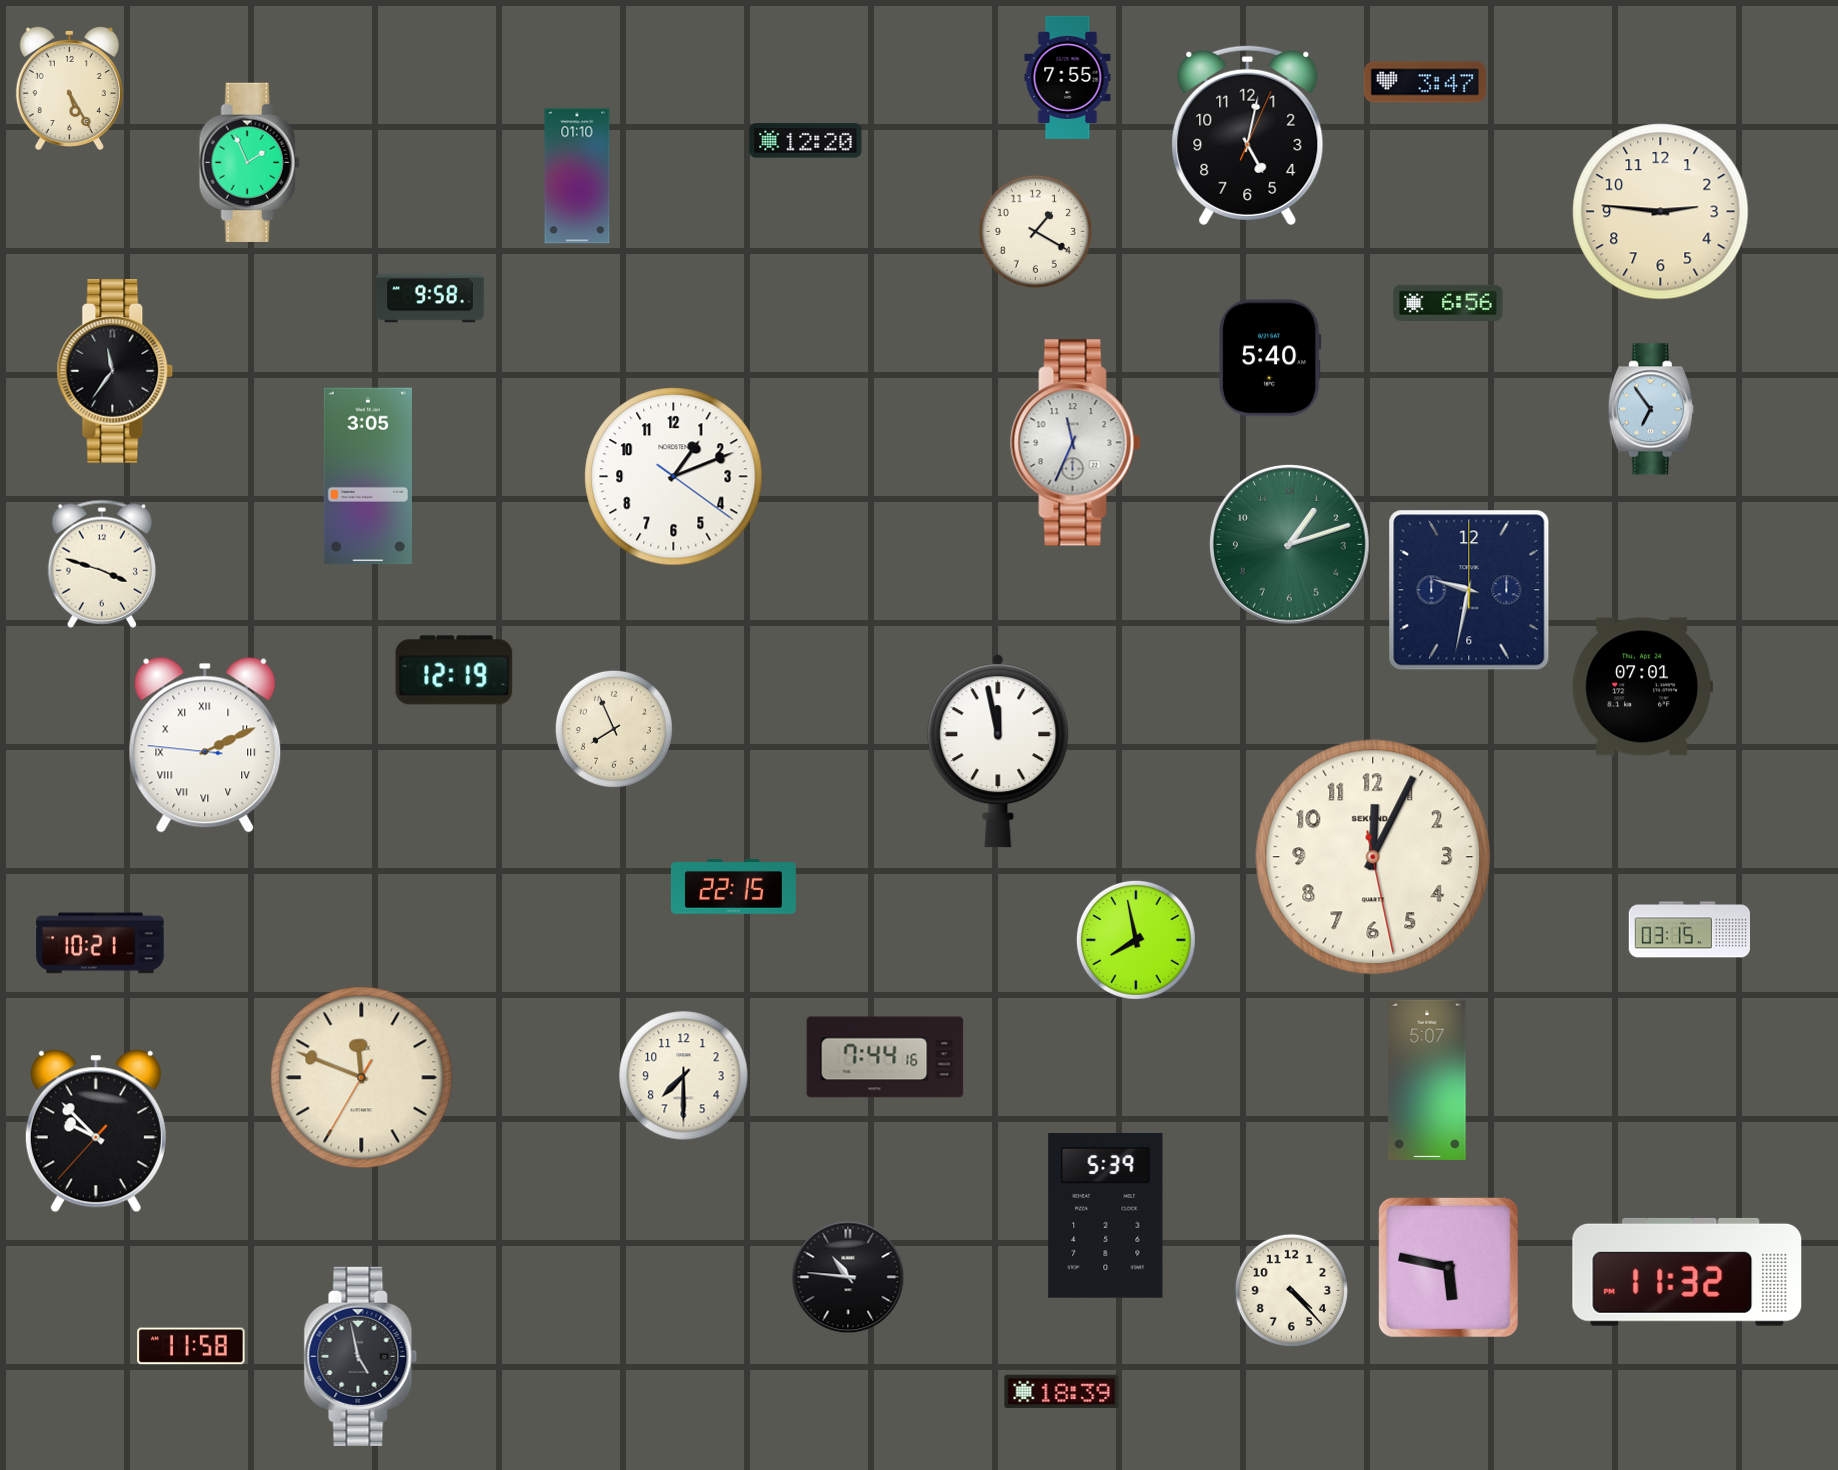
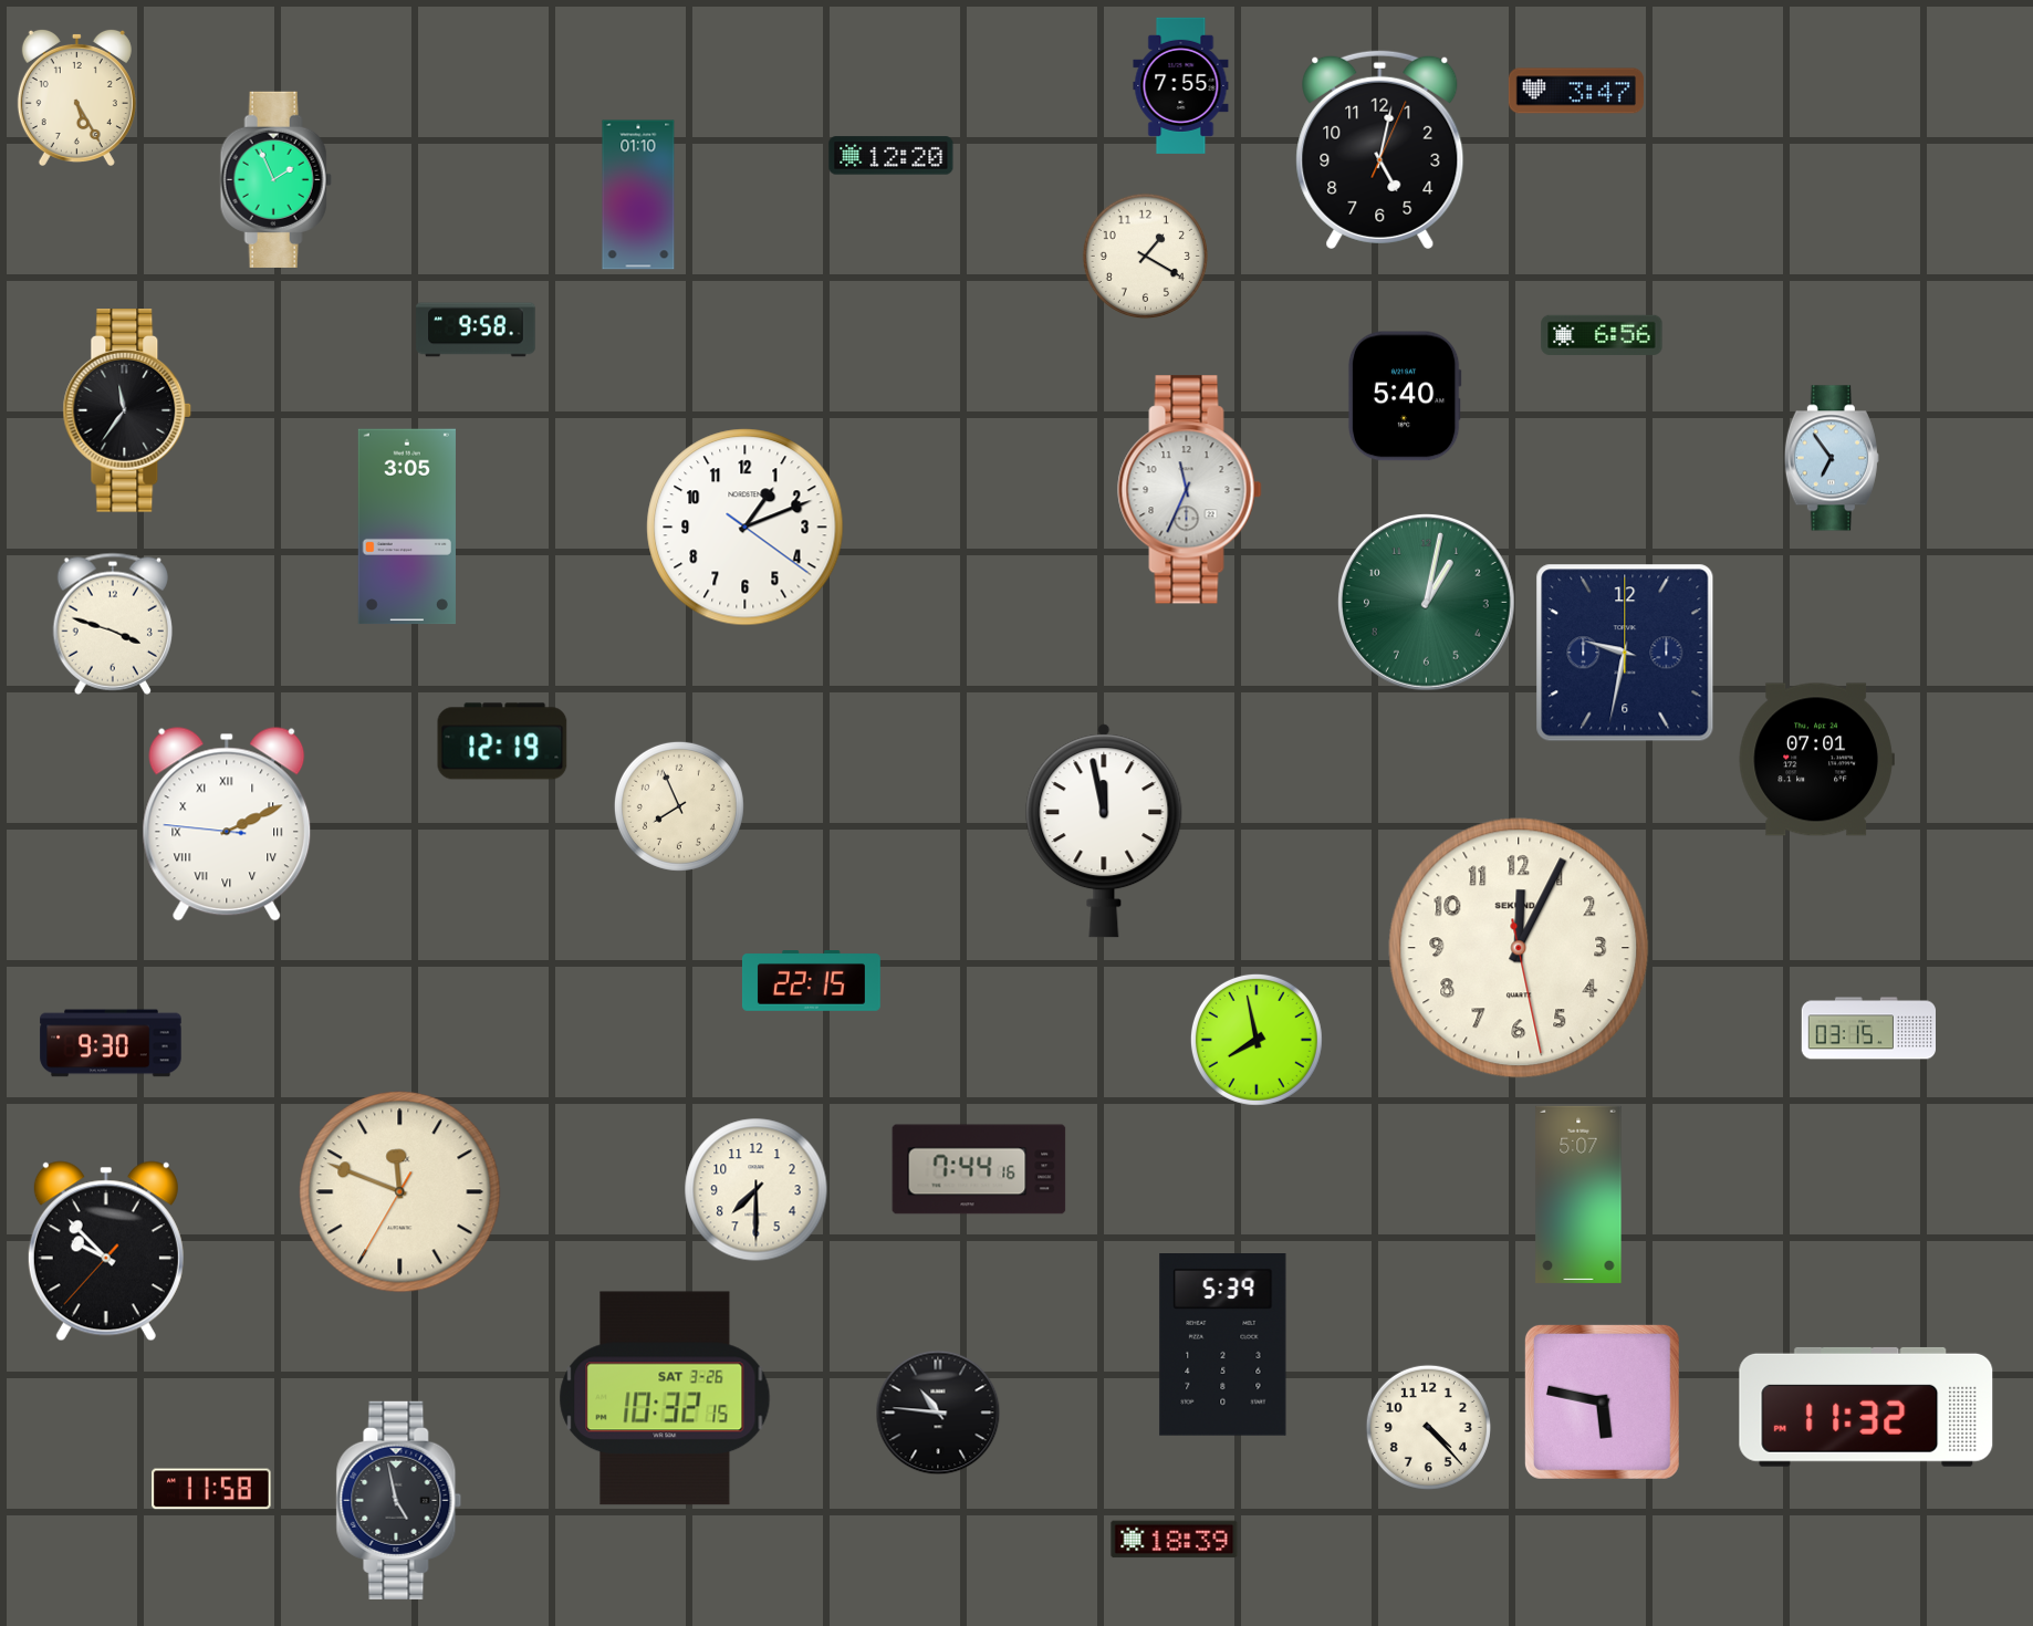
clock at (1661, 212): 2:46 -> none
clock at (1651, 409) position: (1651, 409) -> (1832, 458)
clock at (1289, 544): 1:12 -> 1:02
clock at (100, 943): 10:21 -> 9:30
clock at (665, 1398): none -> 10:32
